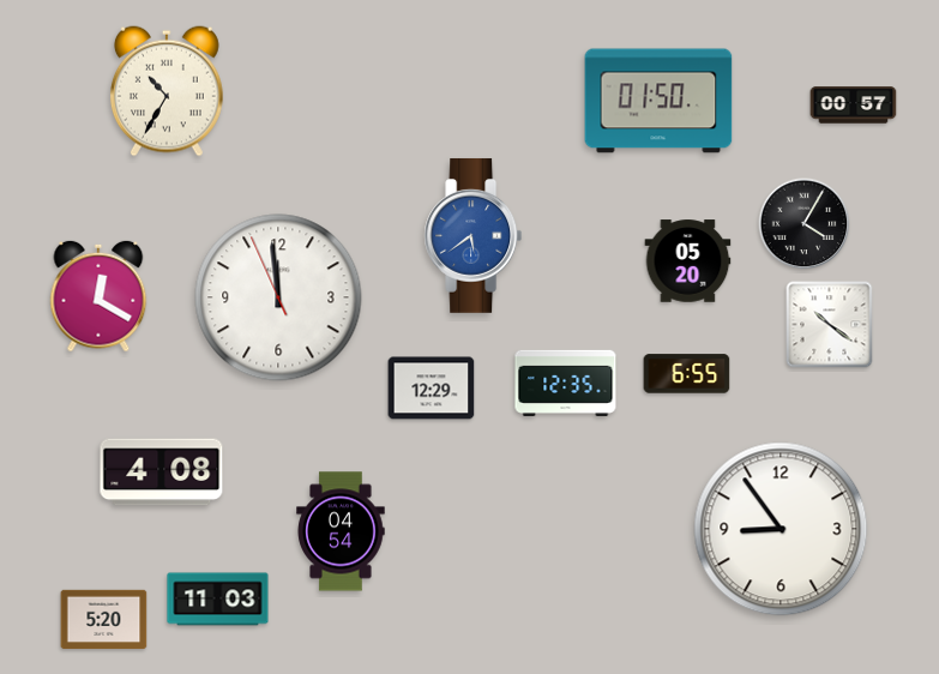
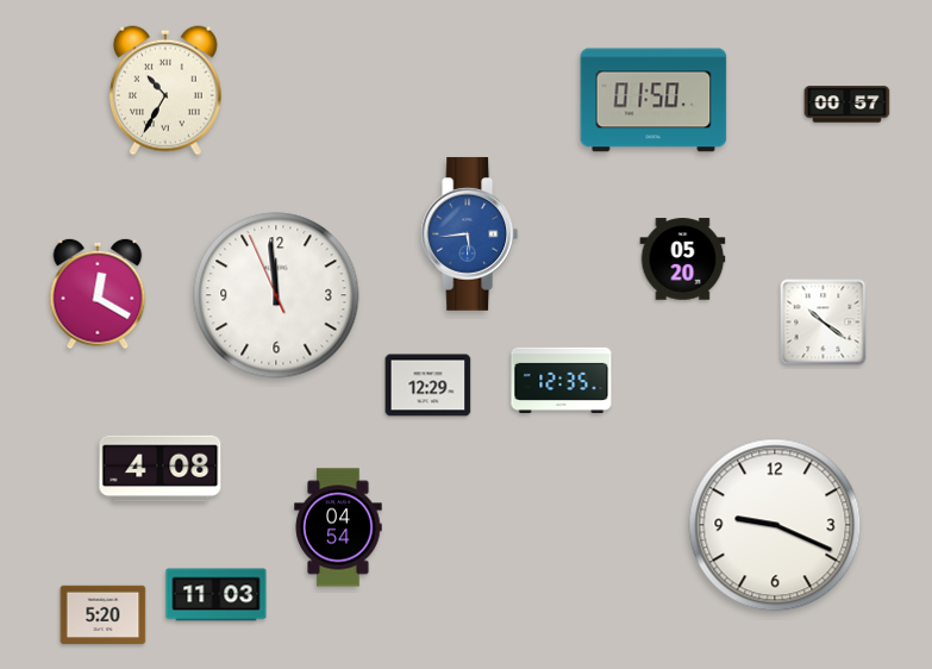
clock at (805, 224): 4:05 -> none
clock at (474, 236): 5:39 -> 5:44
clock at (687, 374): 6:55 -> none
clock at (781, 529): 8:54 -> 9:19
